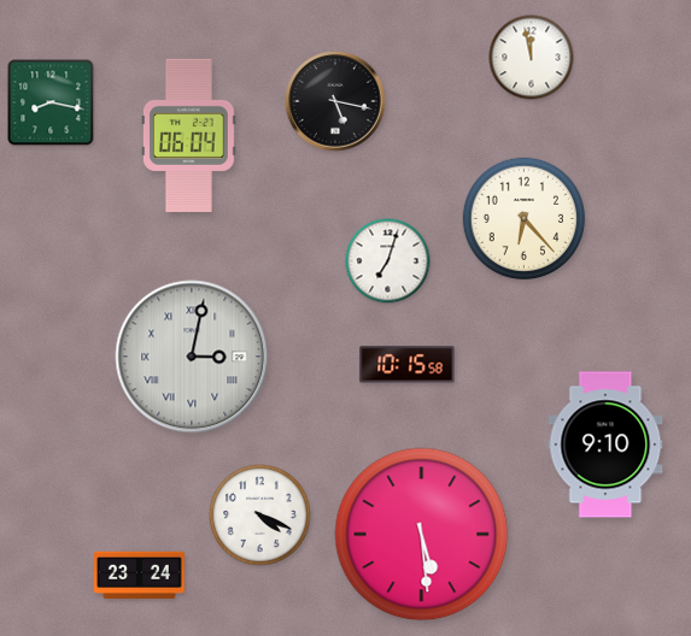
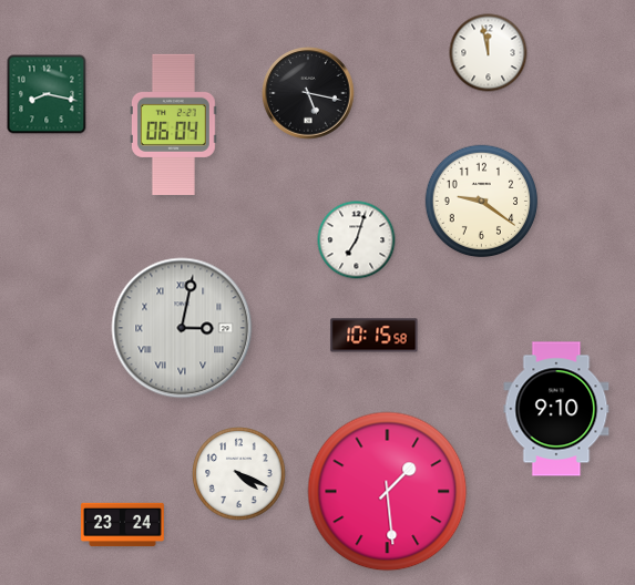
clock at (525, 219): 6:23 -> 9:21
clock at (192, 357) position: (192, 357) -> (182, 328)
clock at (422, 535): 5:29 -> 1:29
clock at (140, 576) position: (140, 576) -> (123, 525)
